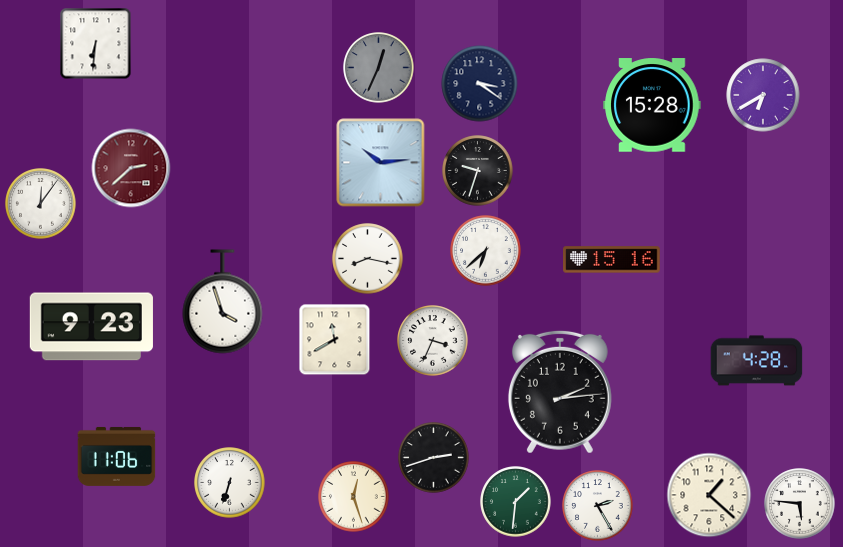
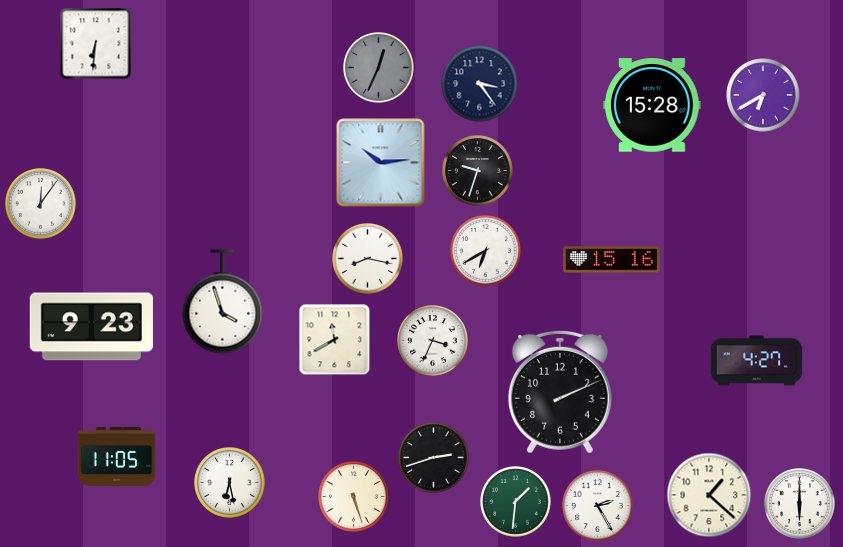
clock at (480, 84): 3:21 -> 3:24
clock at (131, 168): 2:38 -> none
clock at (486, 251): 6:38 -> 6:40
clock at (757, 361): 4:28 -> 4:27
clock at (560, 392): 2:14 -> 2:11
clock at (117, 456): 11:06 -> 11:05
clock at (230, 483): 6:33 -> 6:28
clock at (354, 497): 12:27 -> 5:27
clock at (800, 504): 5:46 -> 6:00
